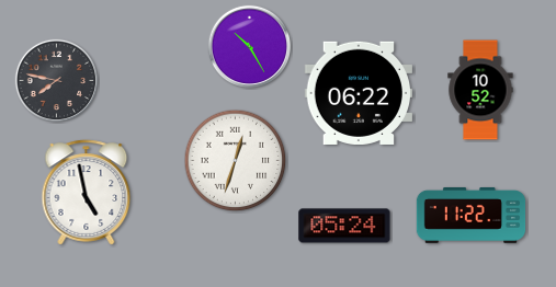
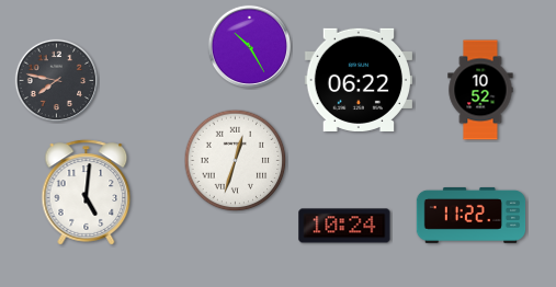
clock at (358, 93) position: (358, 93) -> (358, 80)
clock at (87, 193): 4:58 -> 5:01
clock at (344, 226): 05:24 -> 10:24
